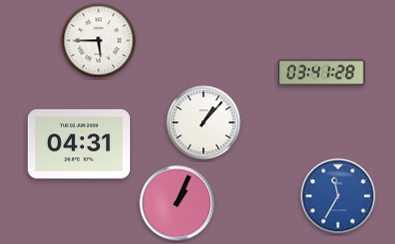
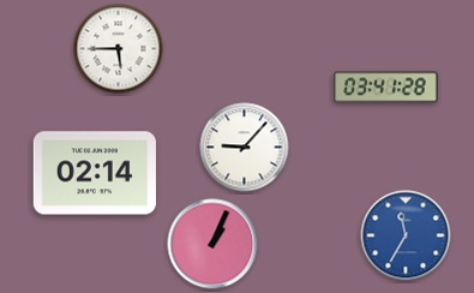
clock at (204, 123): 1:07 -> 9:07
clock at (79, 144): 04:31 -> 02:14
